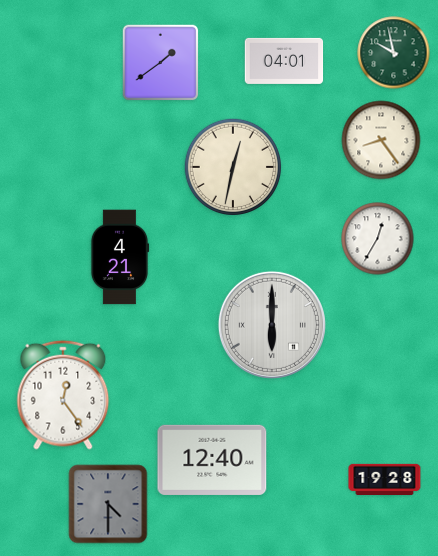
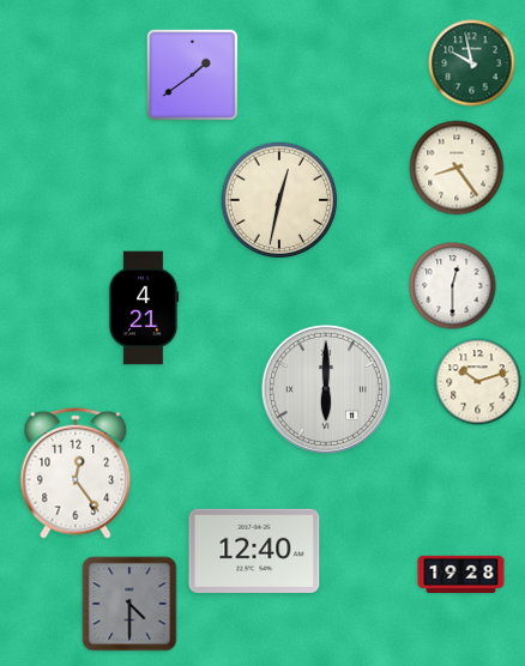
clock at (284, 61): 04:01 -> none
clock at (378, 239): 12:35 -> 12:30
clock at (478, 382): none -> 10:12
